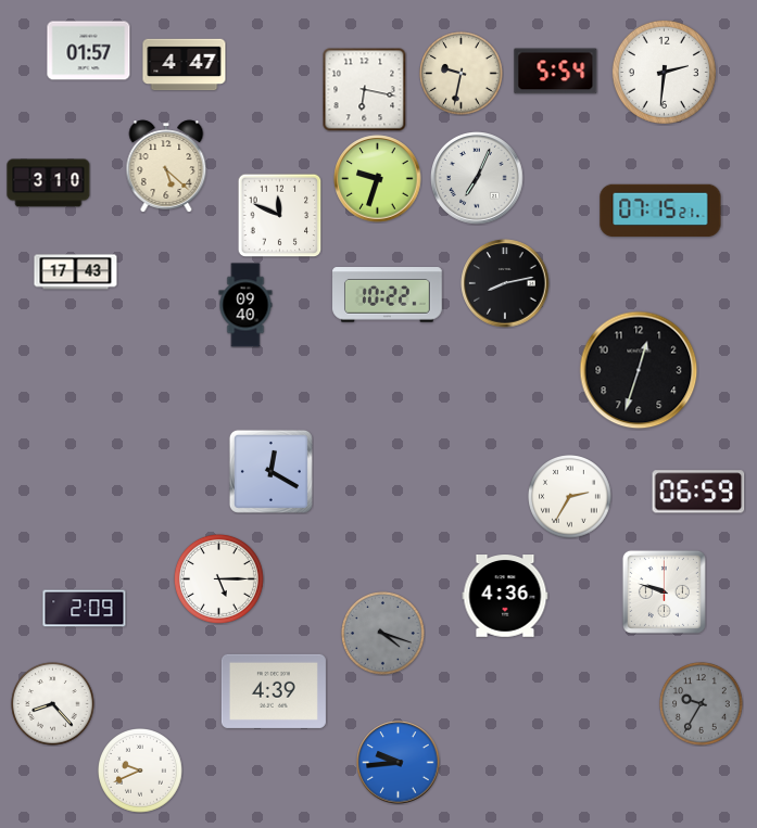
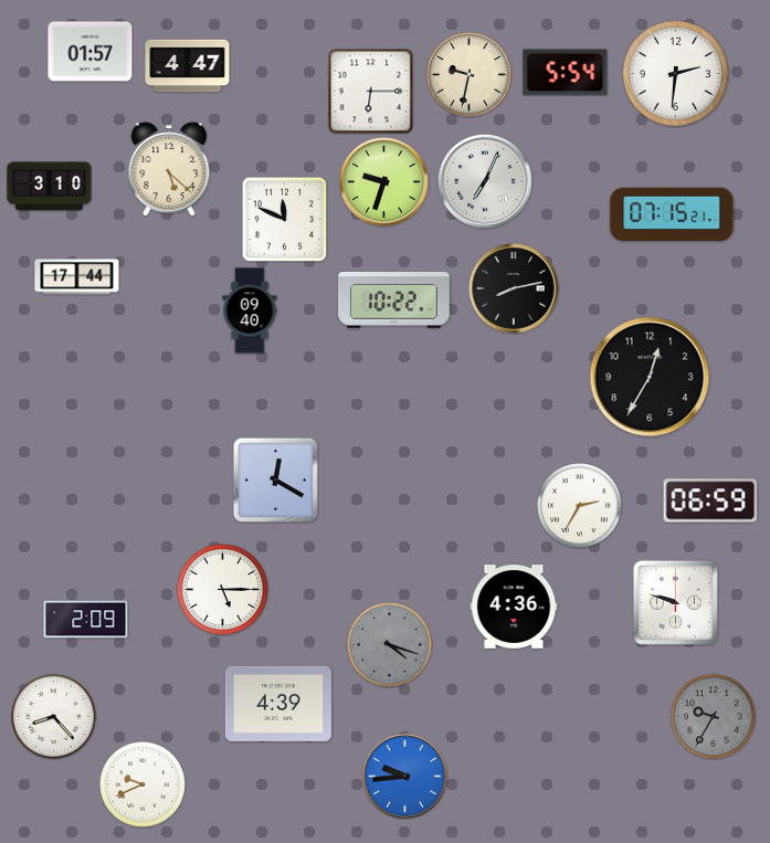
clock at (364, 90): 6:17 -> 6:15
clock at (76, 272): 17:43 -> 17:44
clock at (639, 370): 12:33 -> 12:35
